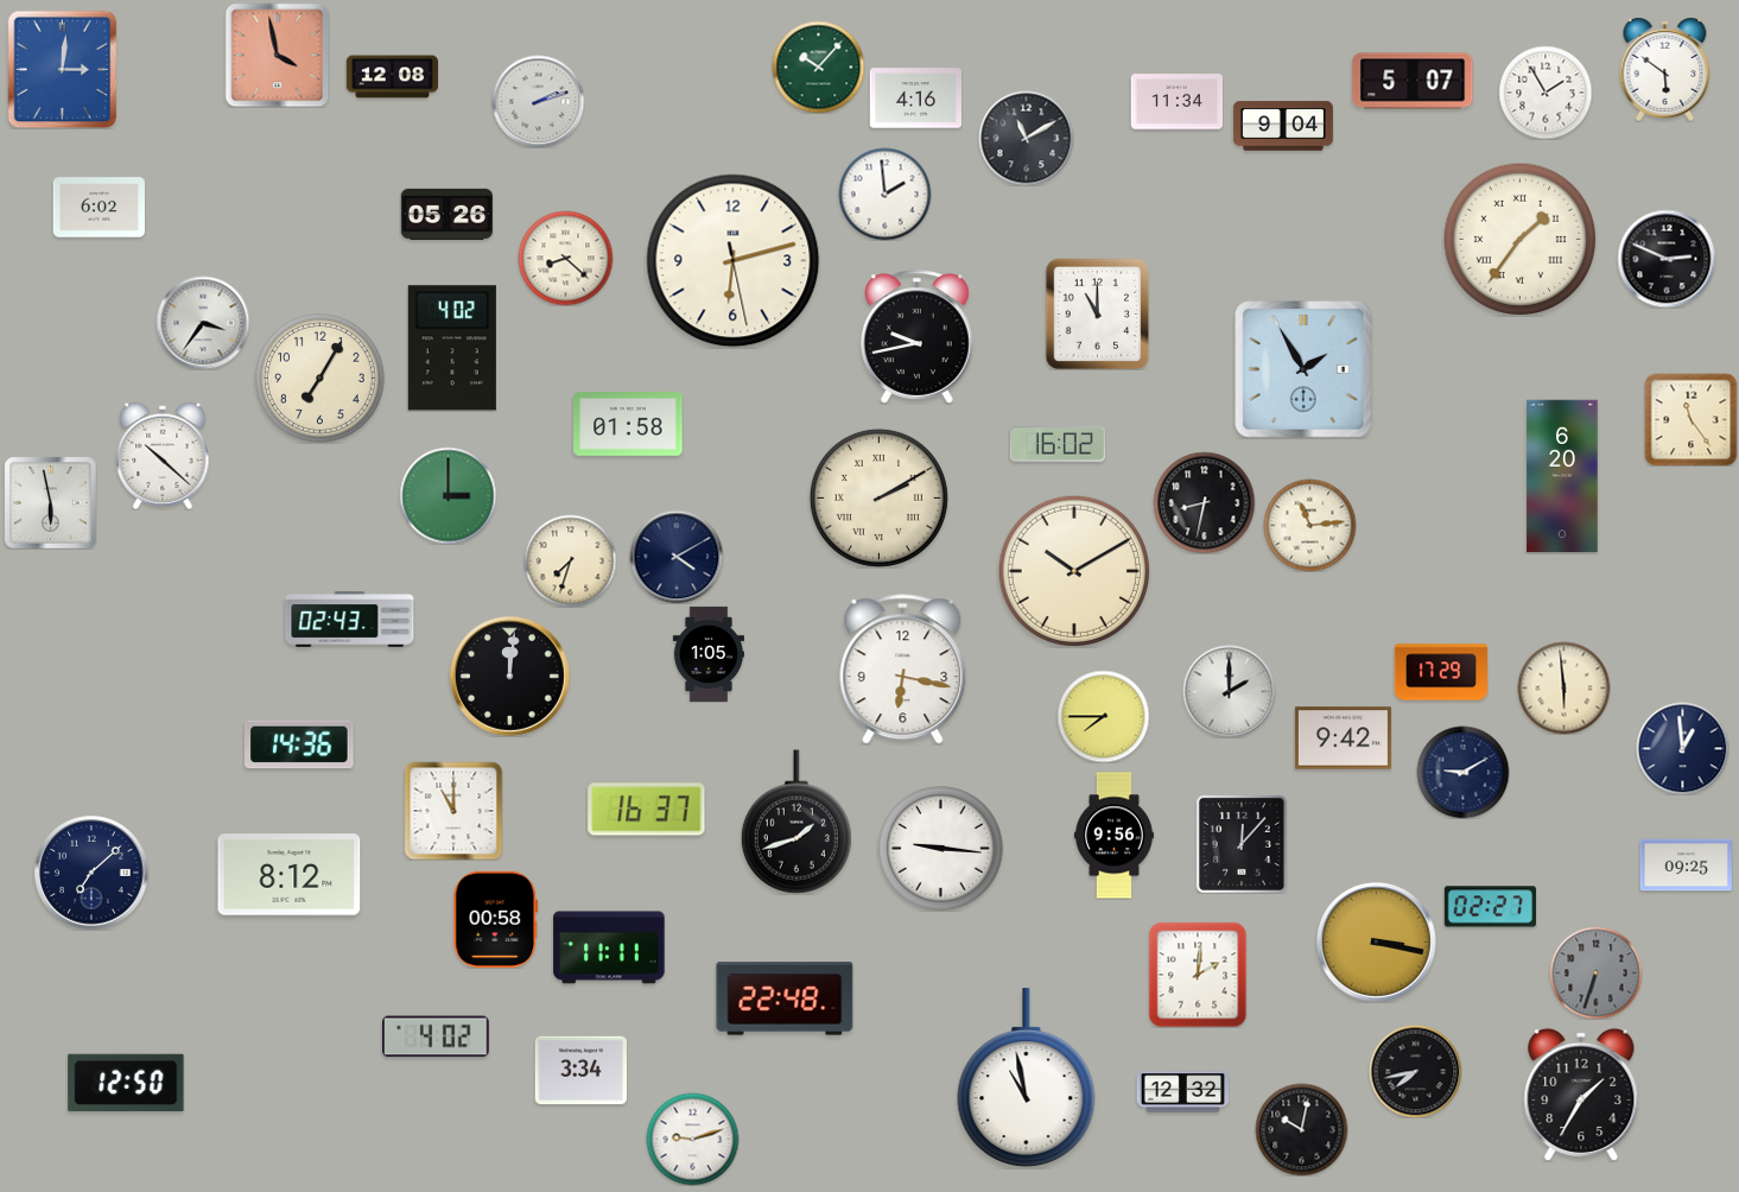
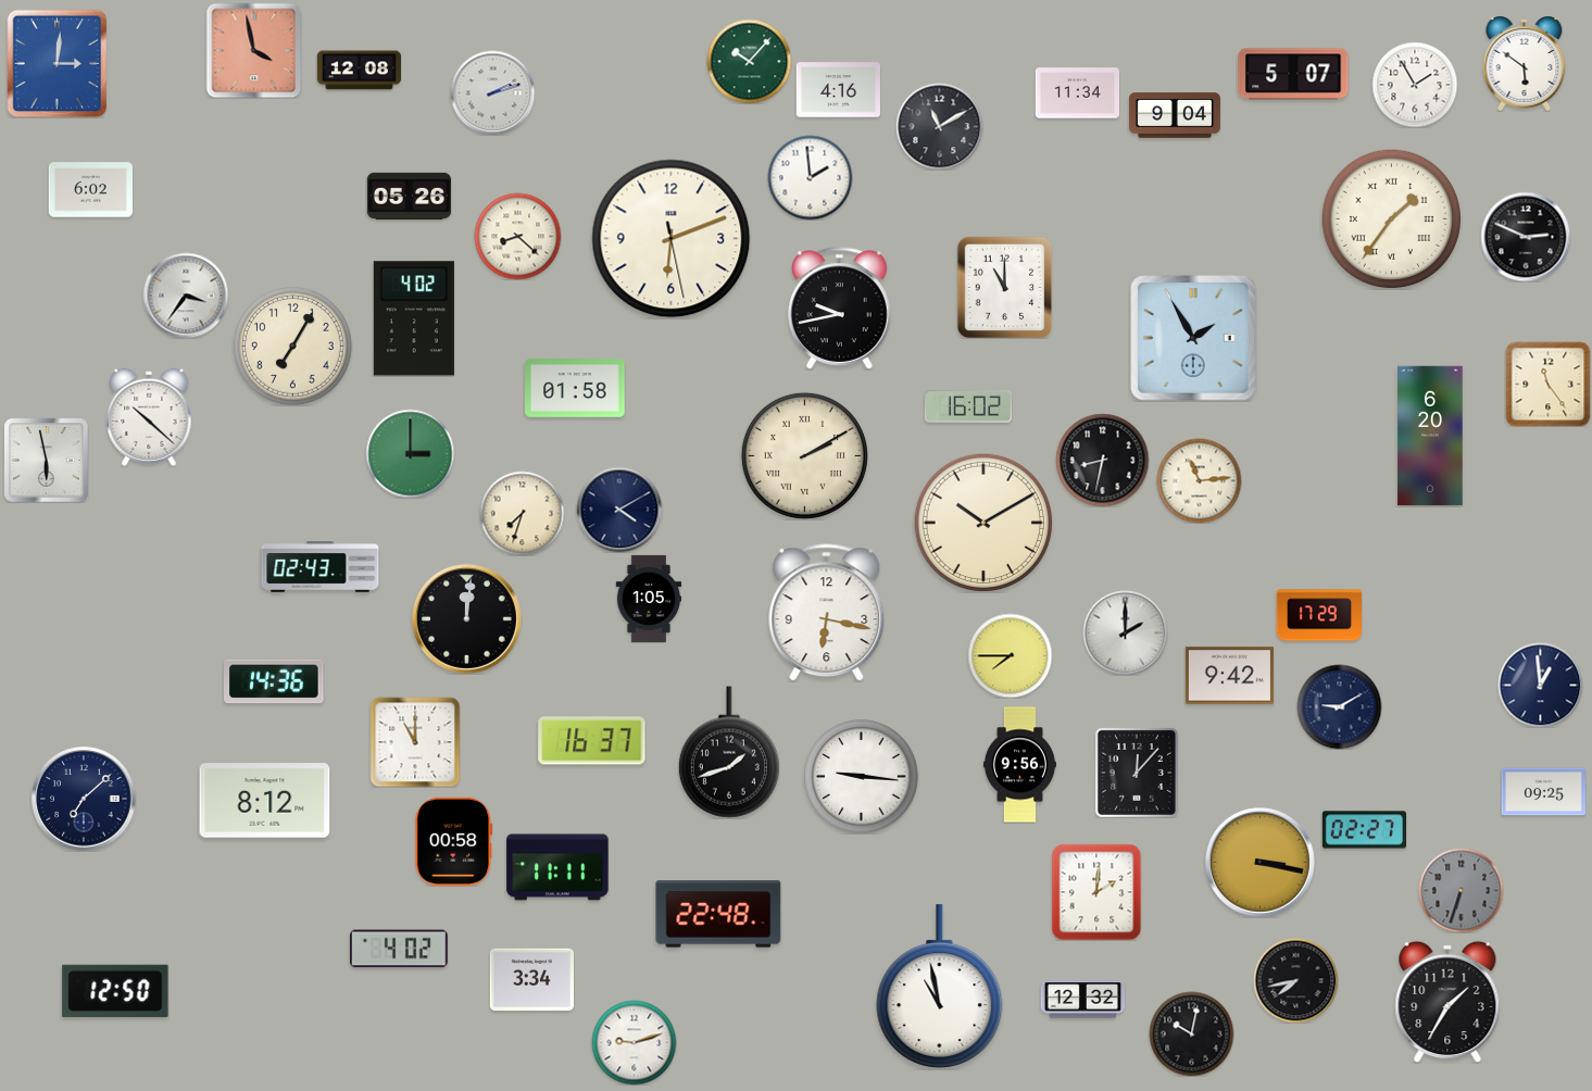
clock at (734, 261): 6:12 -> 6:11
clock at (1563, 687): 5:59 -> none
